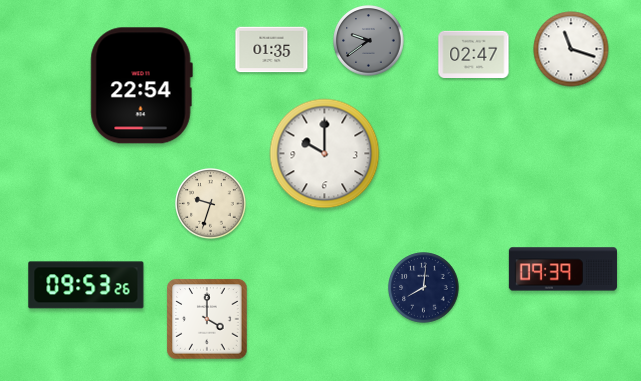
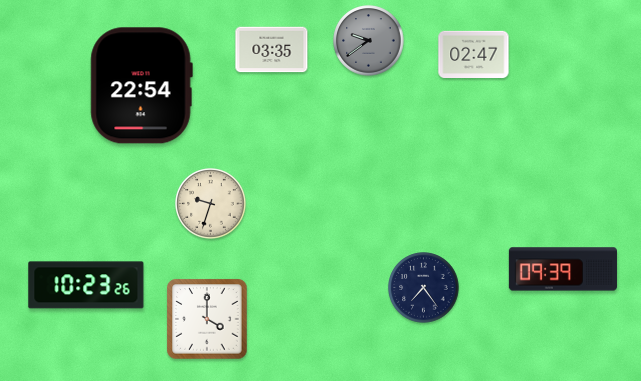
clock at (571, 49): 11:18 -> none
clock at (272, 50): 01:35 -> 03:35
clock at (325, 154): 10:00 -> none
clock at (86, 285): 09:53 -> 10:23
clock at (424, 288): 8:01 -> 7:24
